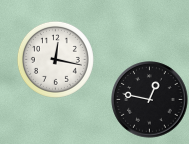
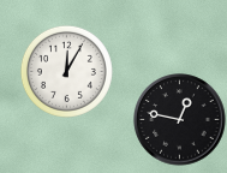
clock at (55, 59): 12:17 -> 12:05
